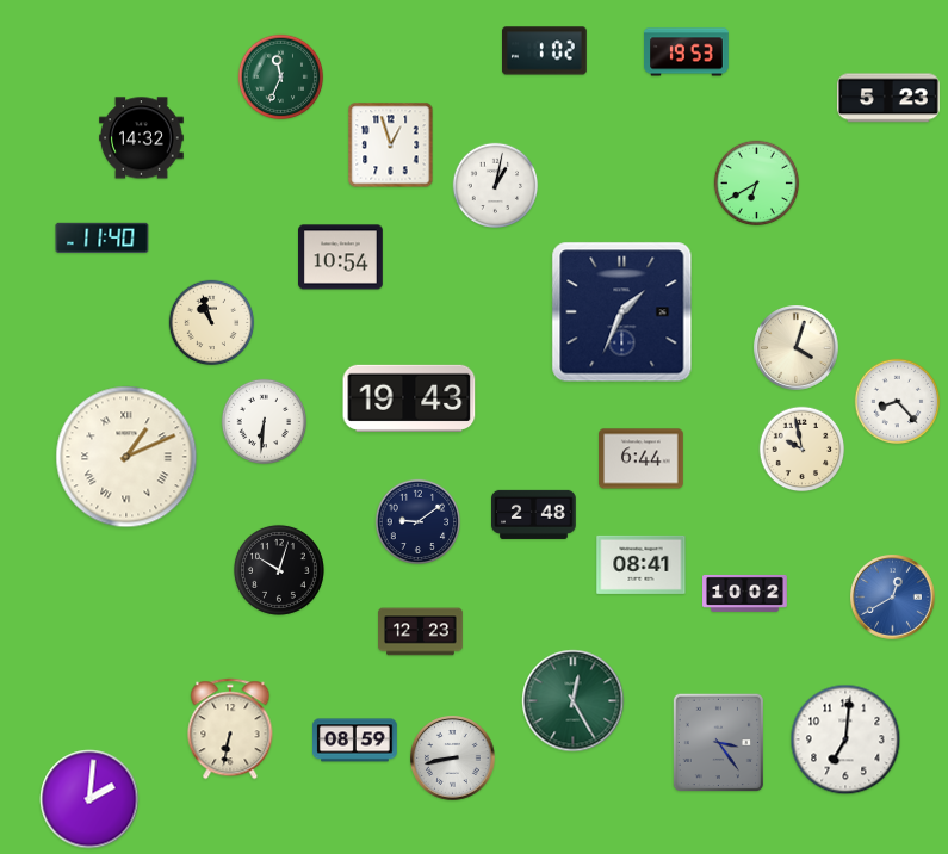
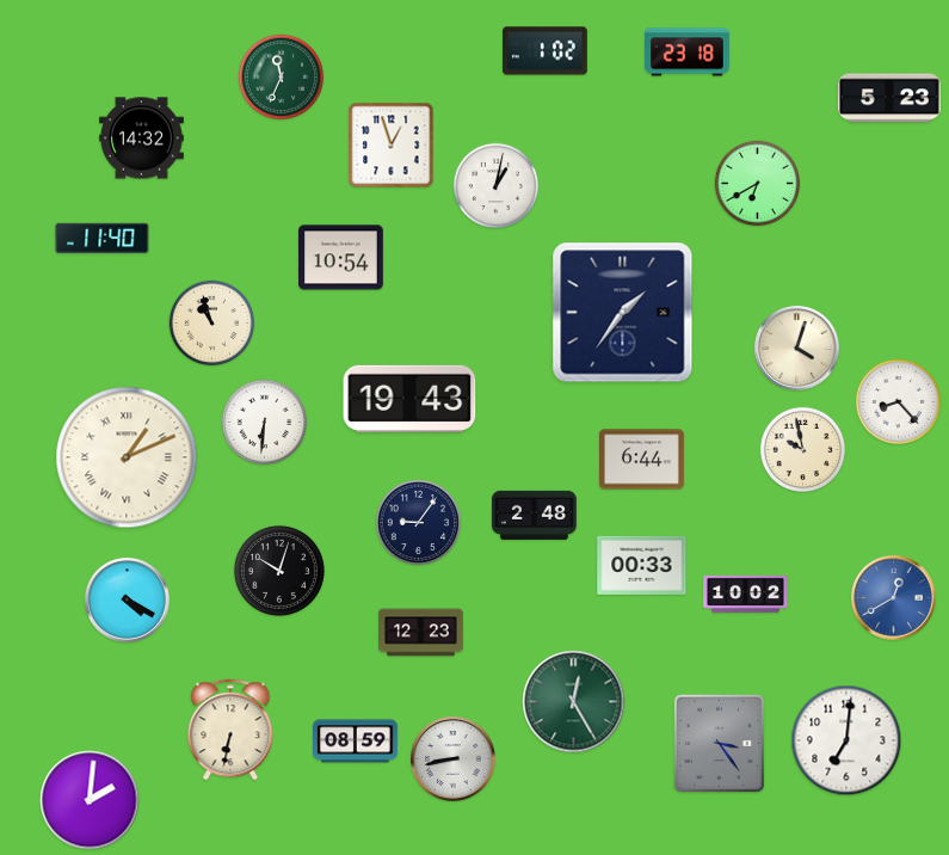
clock at (687, 52): 19:53 -> 23:18
clock at (622, 312): 1:34 -> 1:36
clock at (419, 522): 9:09 -> 9:06
clock at (642, 564): 08:41 -> 00:33
clock at (128, 601): none -> 4:20
